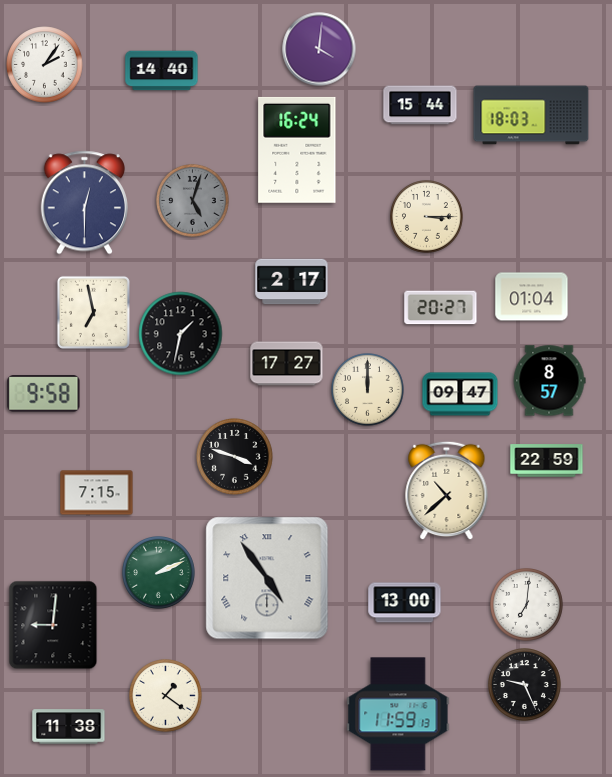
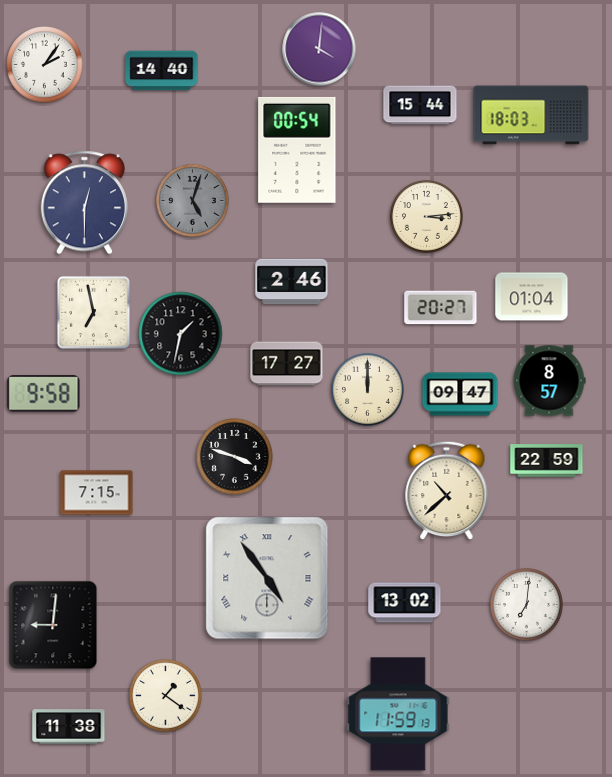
clock at (297, 150): 16:24 -> 00:54
clock at (427, 217): 3:15 -> 3:14
clock at (292, 282): 2:17 -> 2:46
clock at (159, 573): 2:11 -> none
clock at (405, 603): 13:00 -> 13:02
clock at (525, 685): 9:26 -> none
